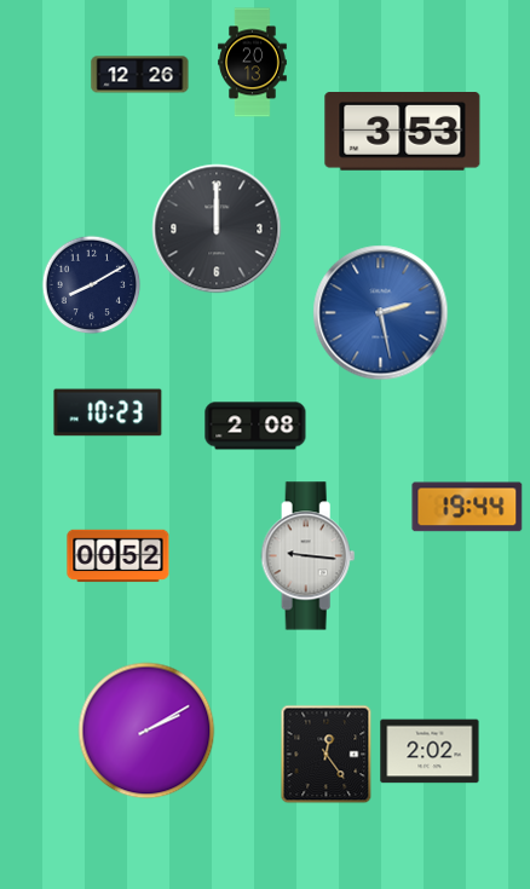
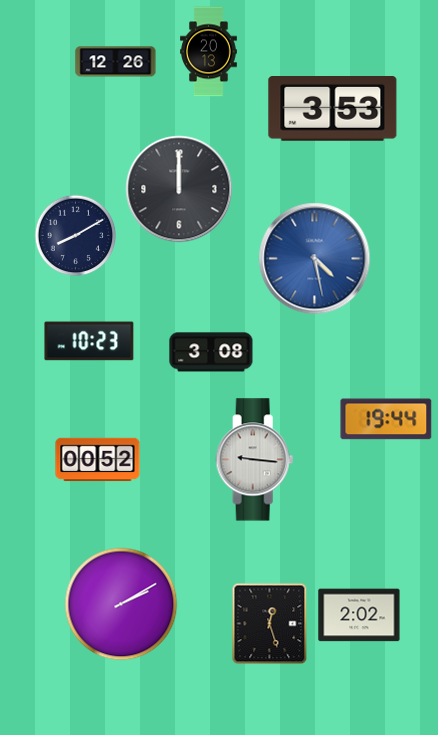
clock at (381, 313): 2:28 -> 4:28
clock at (255, 426): 2:08 -> 3:08
clock at (430, 751) position: (430, 751) -> (359, 615)
clock at (327, 754): 12:24 -> 12:27
